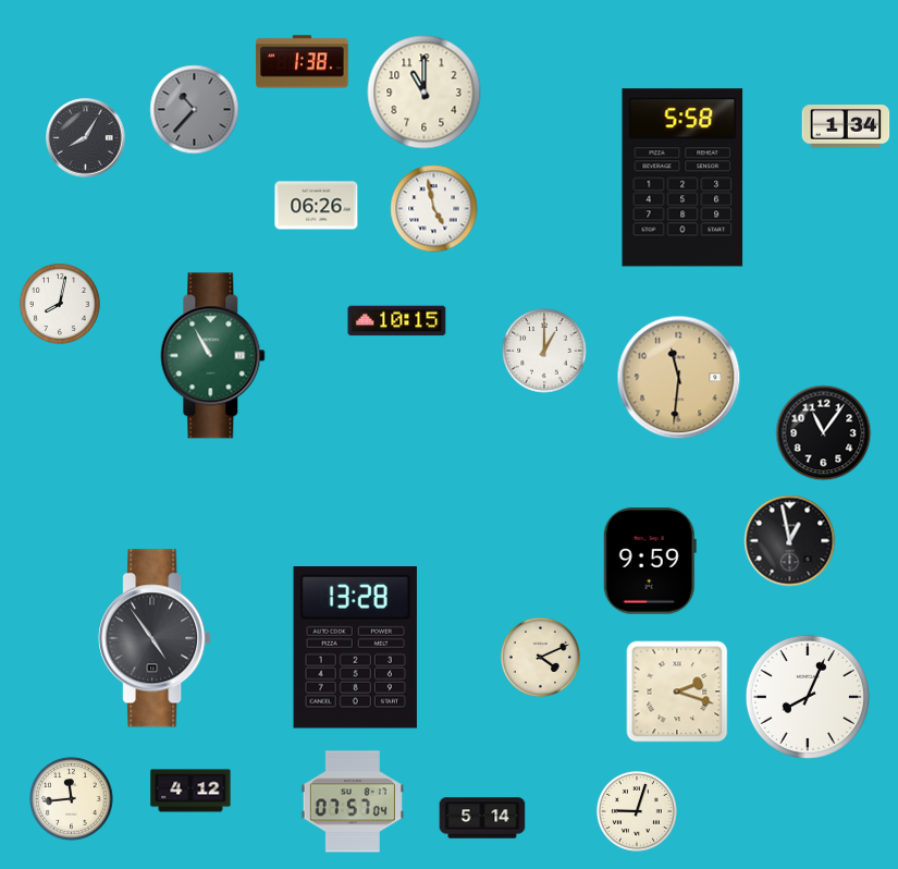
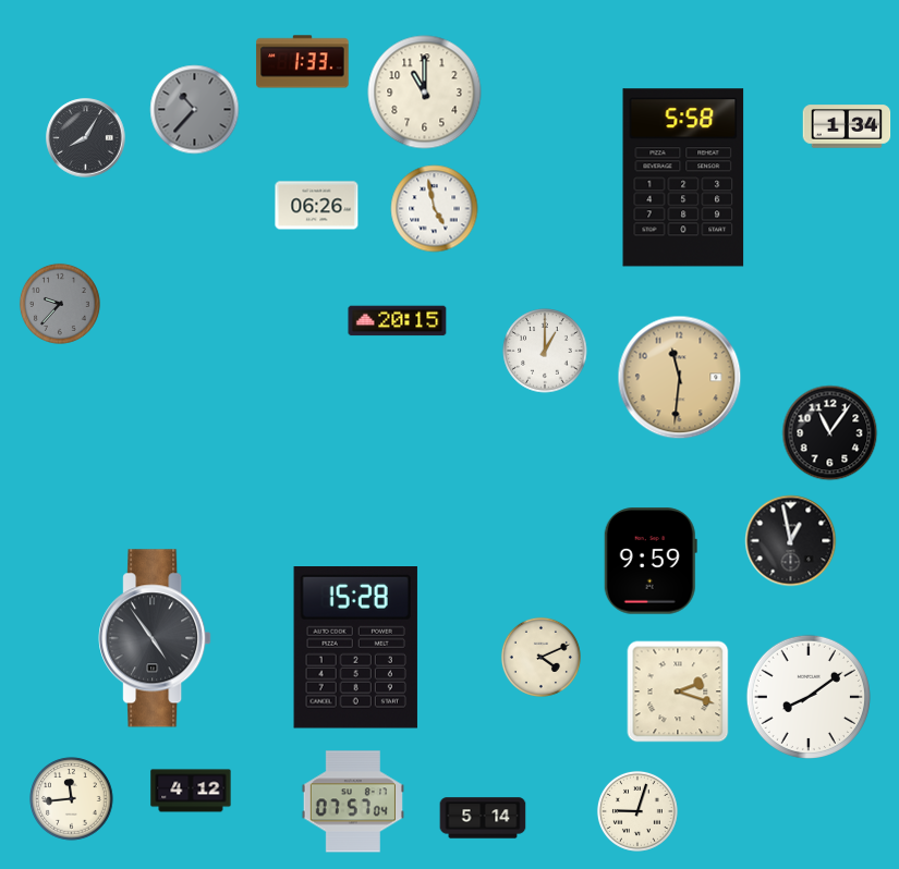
clock at (303, 62): 1:38 -> 1:33
clock at (60, 304): 8:02 -> 9:37
clock at (60, 304) dial: white -> grey
clock at (397, 321): 10:15 -> 20:15
clock at (213, 356): 10:55 -> none
clock at (824, 433) position: (824, 433) -> (830, 433)
clock at (355, 648): 13:28 -> 15:28
clock at (808, 697): 8:04 -> 8:09
